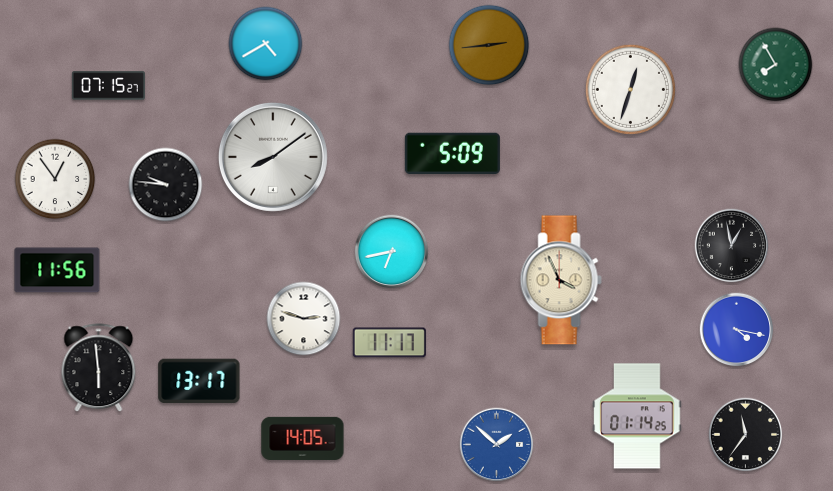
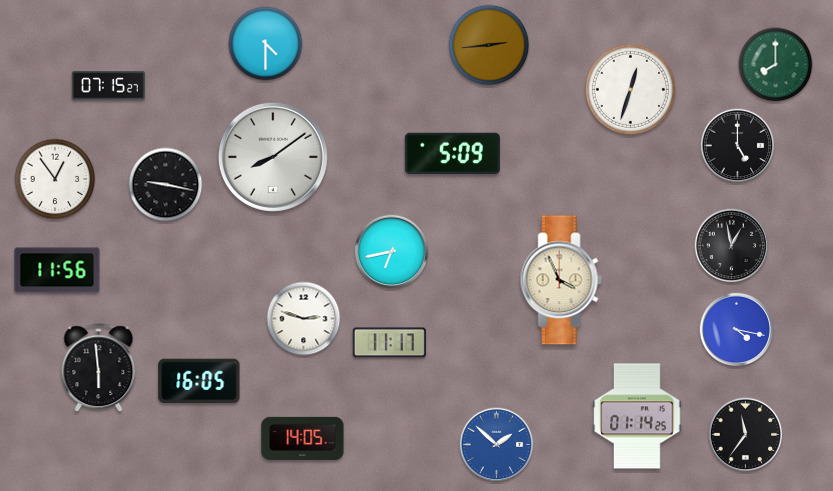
clock at (266, 44): 4:40 -> 4:30
clock at (776, 65): 7:55 -> 8:00
clock at (738, 146): none -> 5:00
clock at (166, 185): 9:46 -> 9:17
clock at (199, 381): 13:17 -> 16:05
